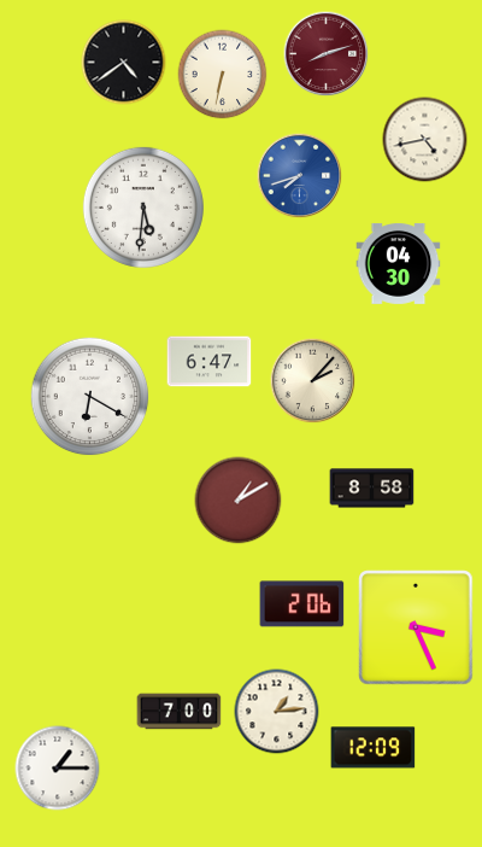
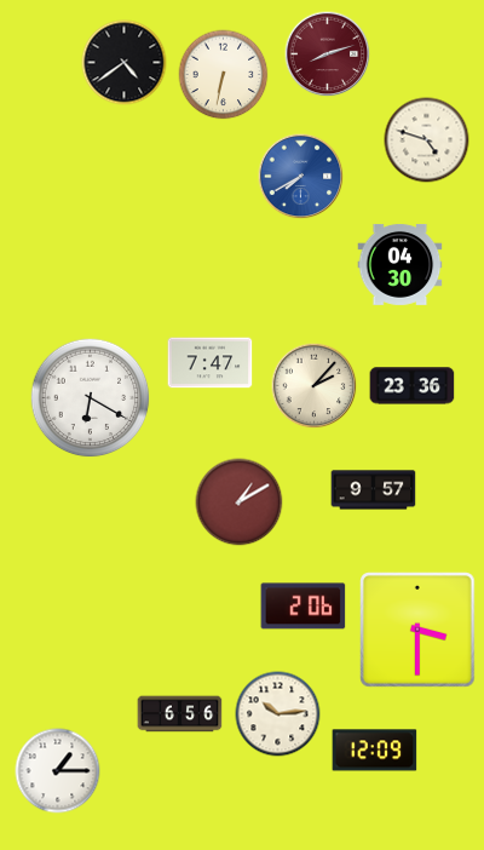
clock at (425, 140): 4:43 -> 4:48
clock at (300, 176): 7:42 -> 7:40
clock at (143, 208): 5:31 -> none
clock at (210, 362): 6:47 -> 7:47
clock at (313, 381) position: (313, 381) -> (315, 386)
clock at (413, 386): none -> 23:36
clock at (372, 489): 8:58 -> 9:57
clock at (416, 627): 3:26 -> 3:30
clock at (180, 712): 7:00 -> 6:56
clock at (277, 712): 1:14 -> 10:14
